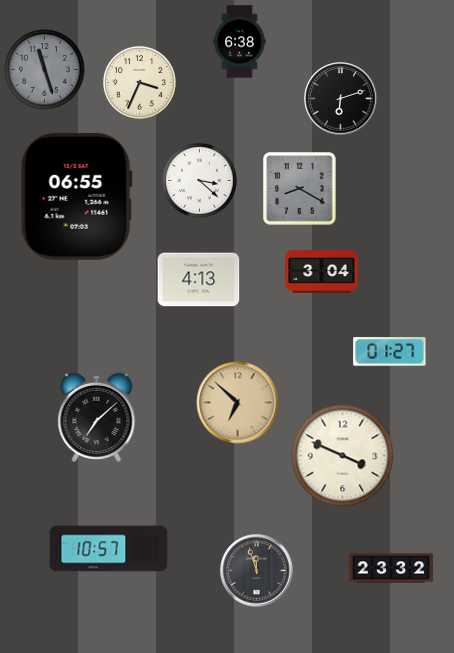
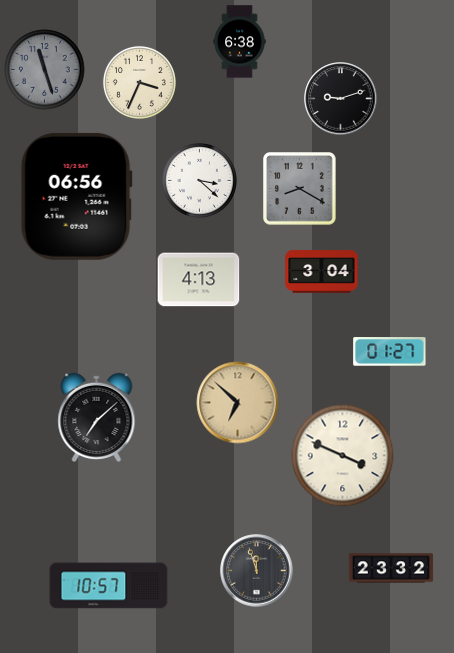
clock at (341, 99): 6:12 -> 9:12
clock at (76, 196): 06:55 -> 06:56
clock at (109, 549) position: (109, 549) -> (109, 586)
